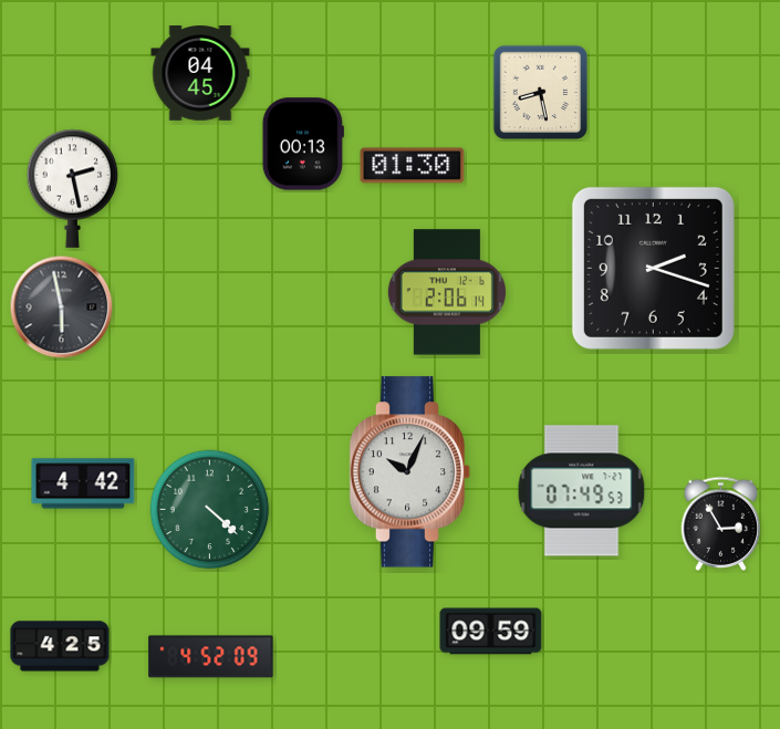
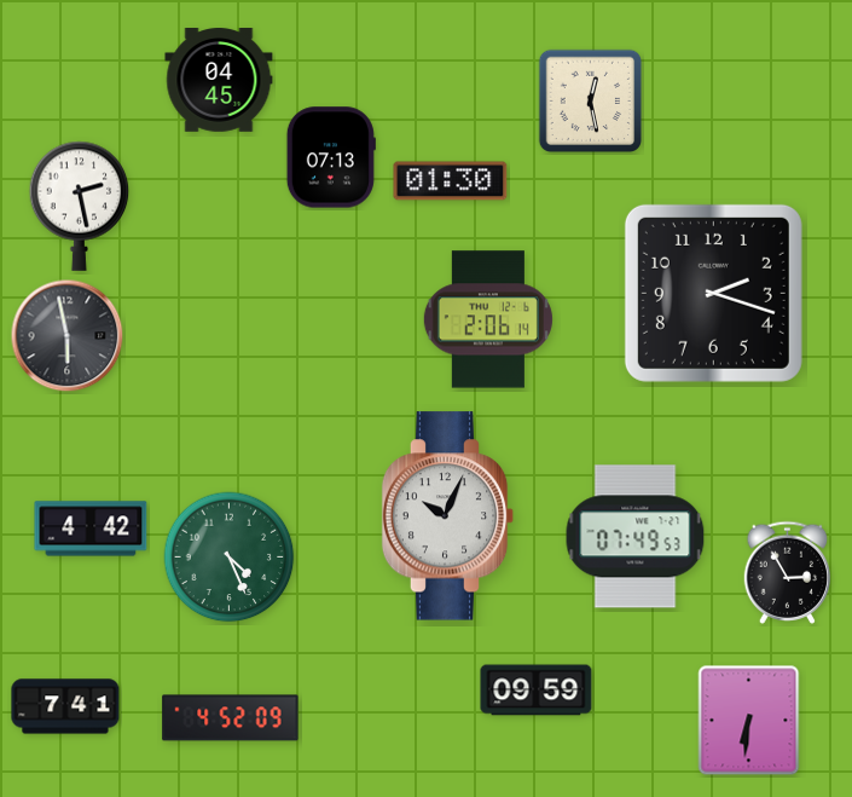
clock at (540, 92): 8:28 -> 12:28
clock at (303, 144): 00:13 -> 07:13
clock at (210, 510): 4:22 -> 4:26
clock at (60, 646): 4:25 -> 7:41
clock at (749, 721): none -> 6:31
